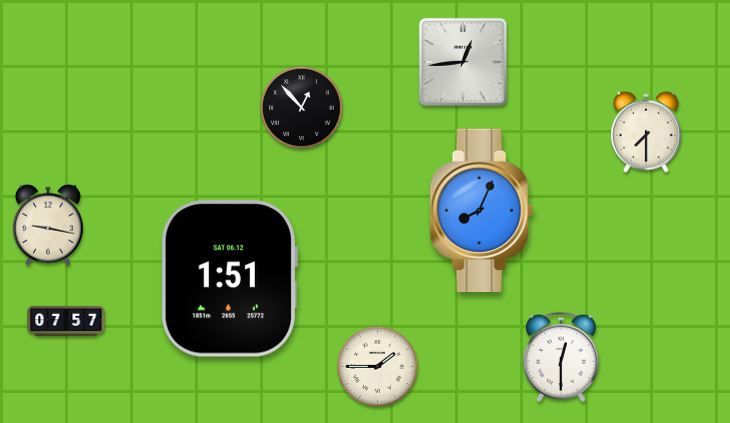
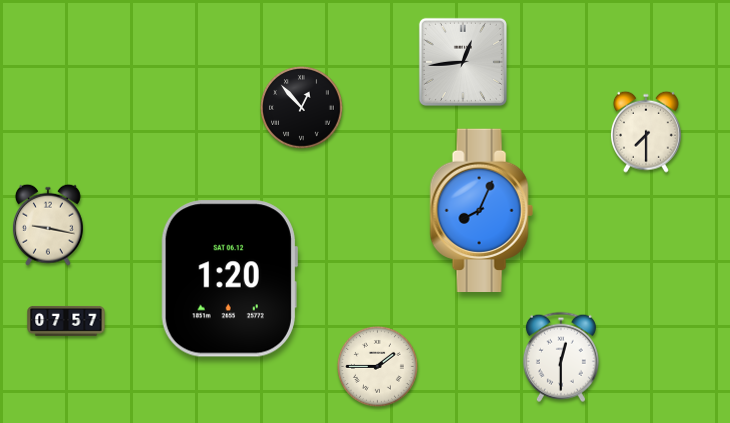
clock at (229, 279): 1:51 -> 1:20
